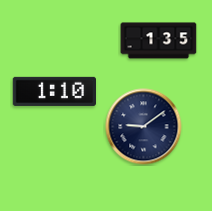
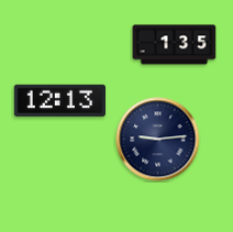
clock at (54, 91): 1:10 -> 12:13
clock at (144, 127): 9:09 -> 9:14
